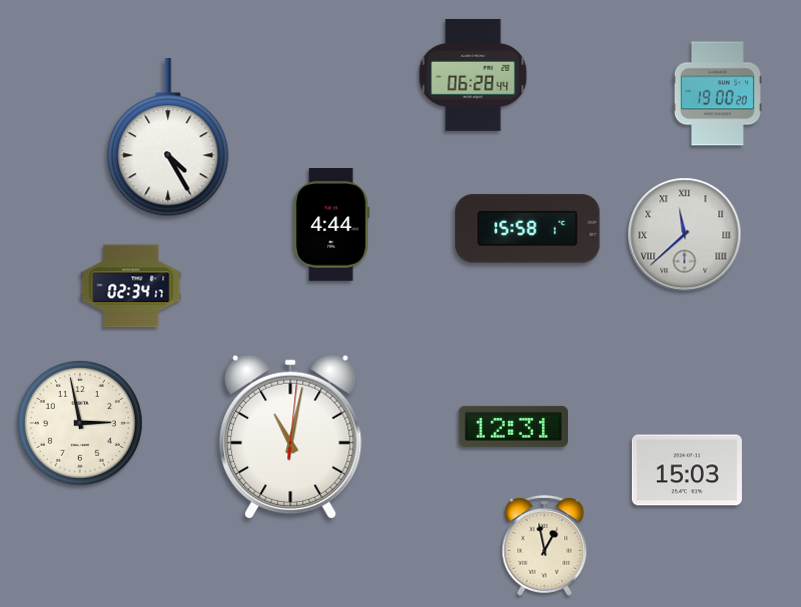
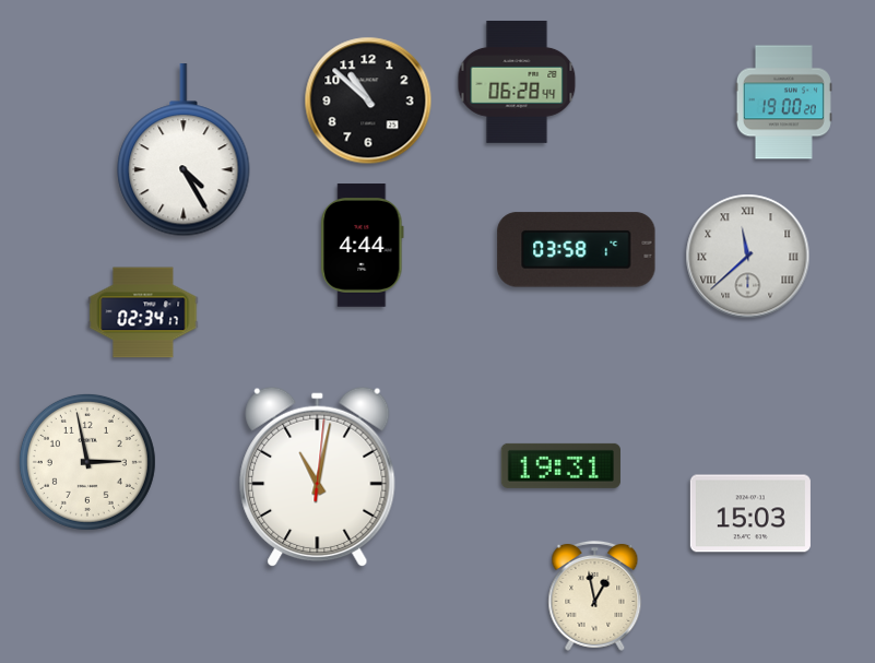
clock at (368, 100): none -> 10:52
clock at (528, 229): 15:58 -> 03:58
clock at (513, 426): 12:31 -> 19:31
